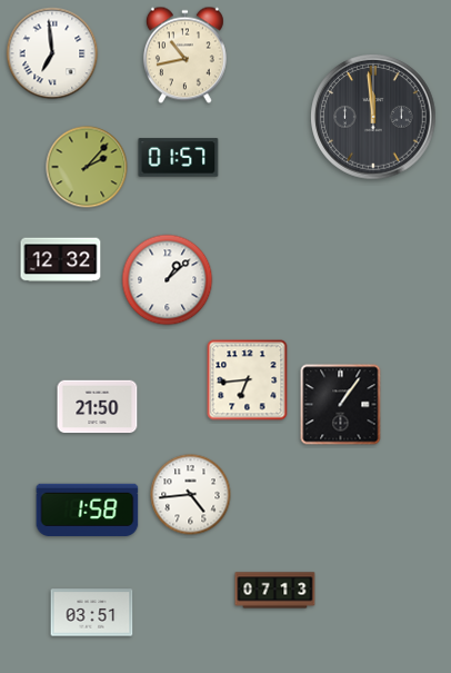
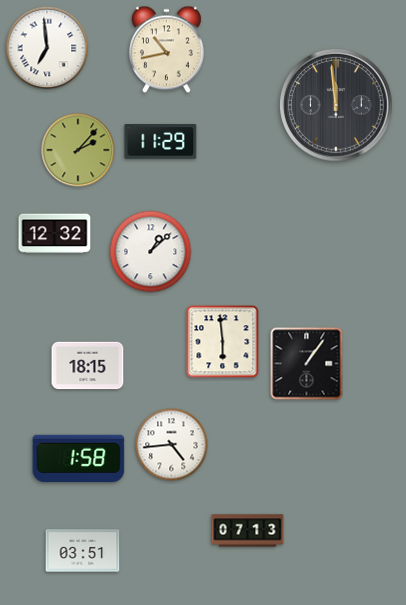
clock at (179, 158): 01:57 -> 11:29
clock at (248, 380): 6:44 -> 5:59
clock at (98, 407): 21:50 -> 18:15
